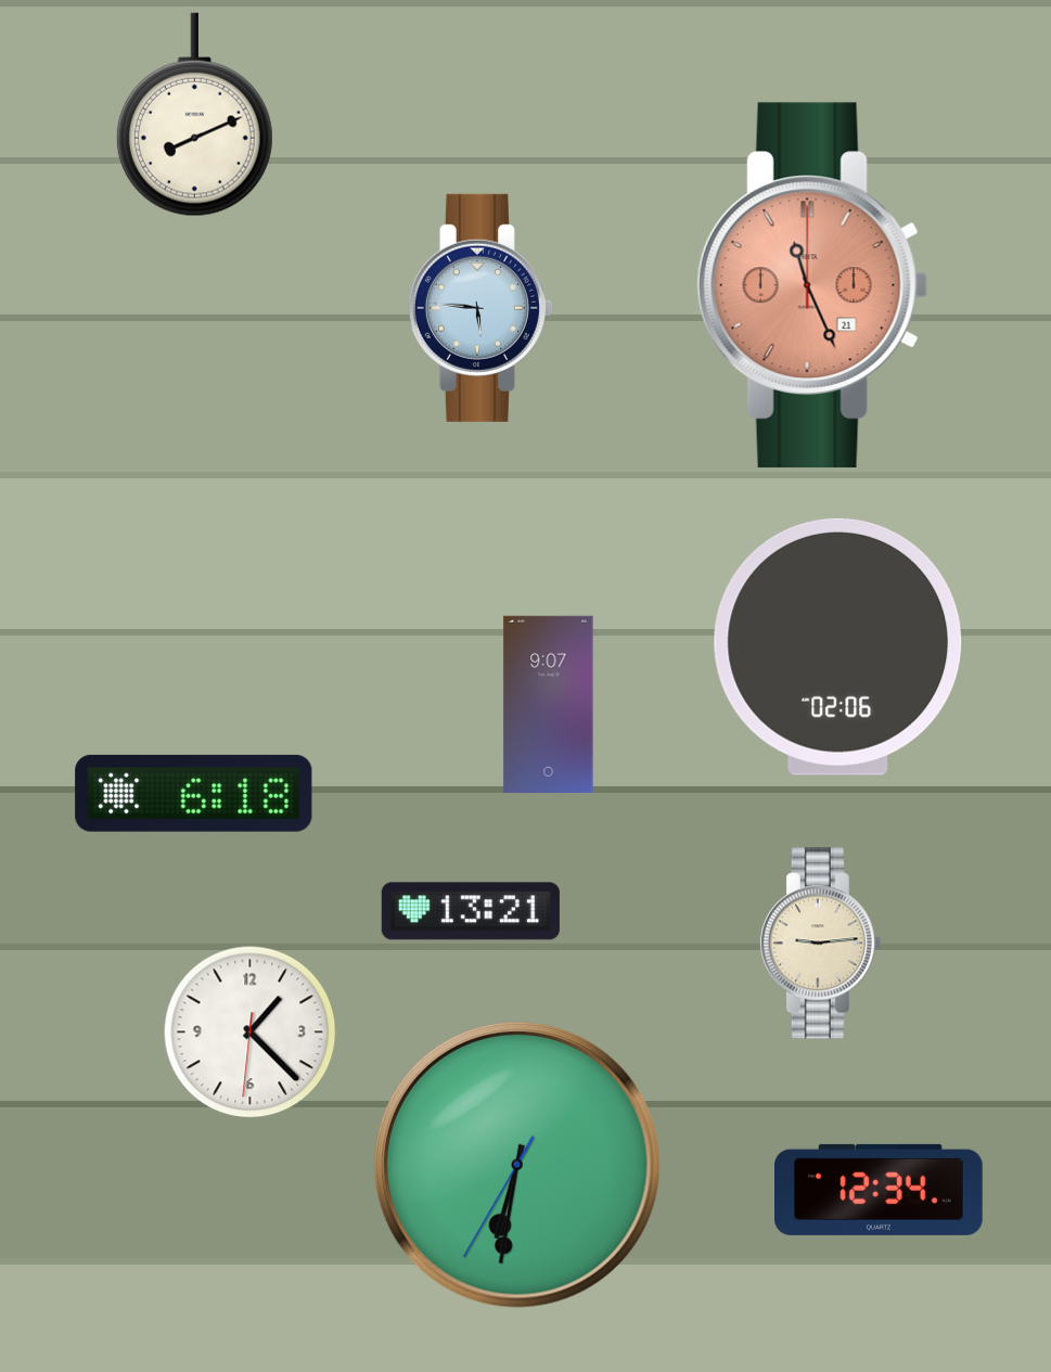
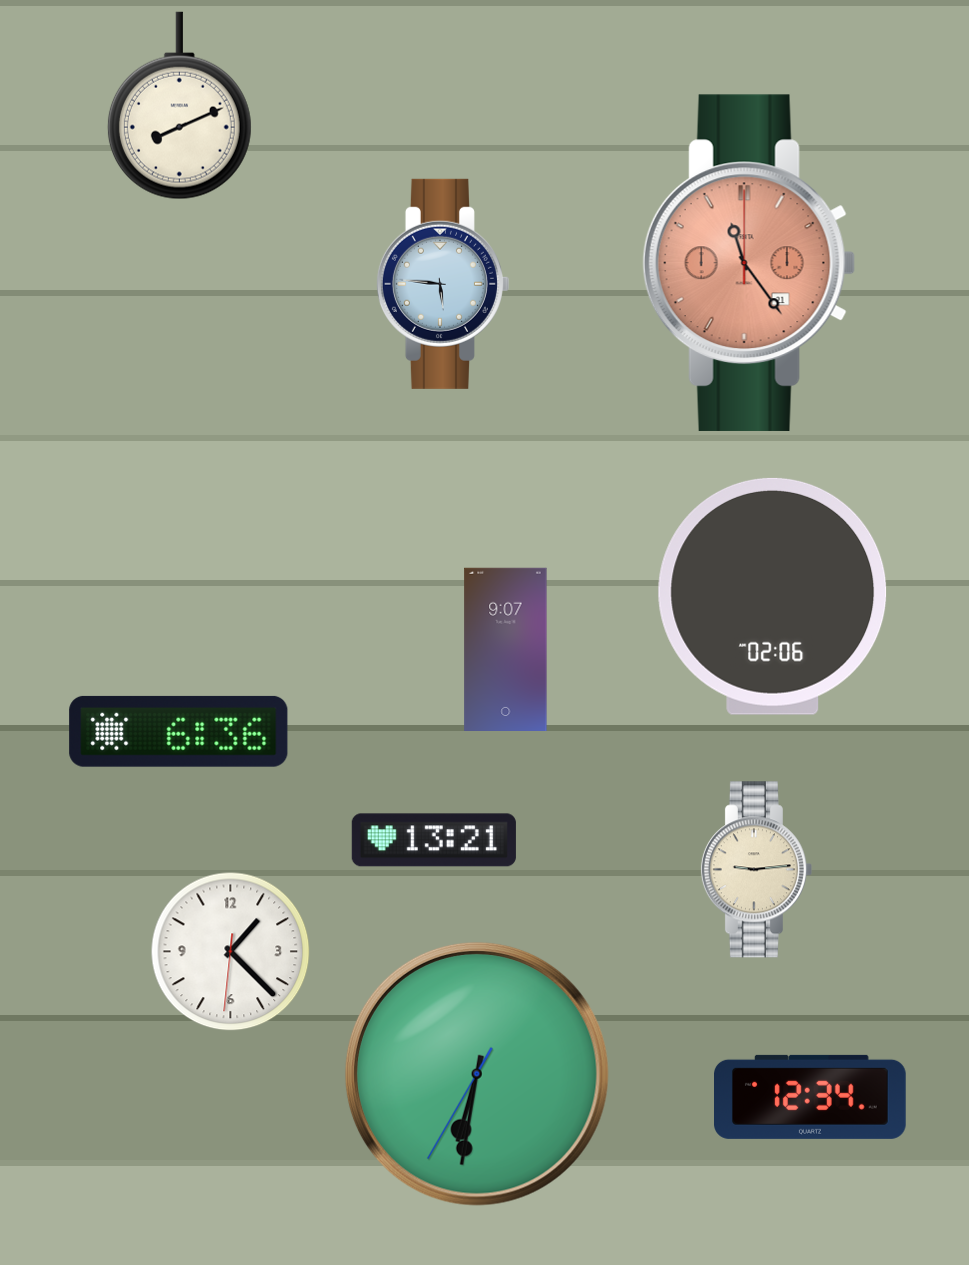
clock at (812, 285): 11:26 -> 11:24
clock at (194, 793): 6:18 -> 6:36
